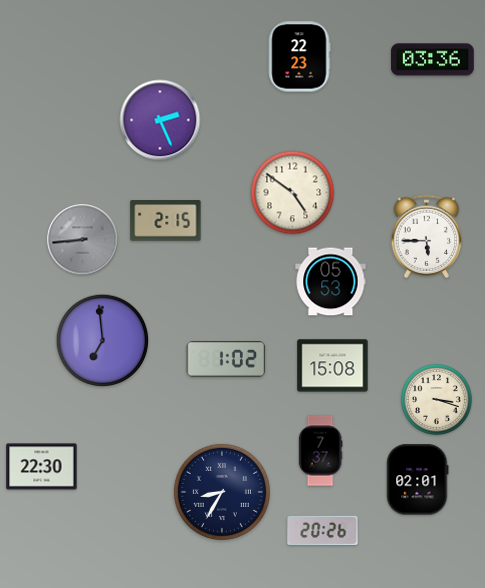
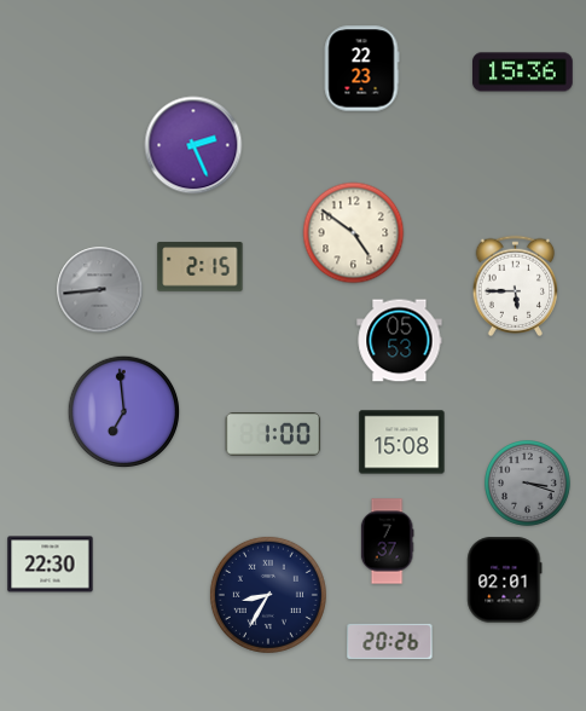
clock at (433, 60): 03:36 -> 15:36
clock at (226, 360): 1:02 -> 1:00
clock at (437, 400) dial: cream -> grey
clock at (320, 451) position: (320, 451) -> (387, 542)
